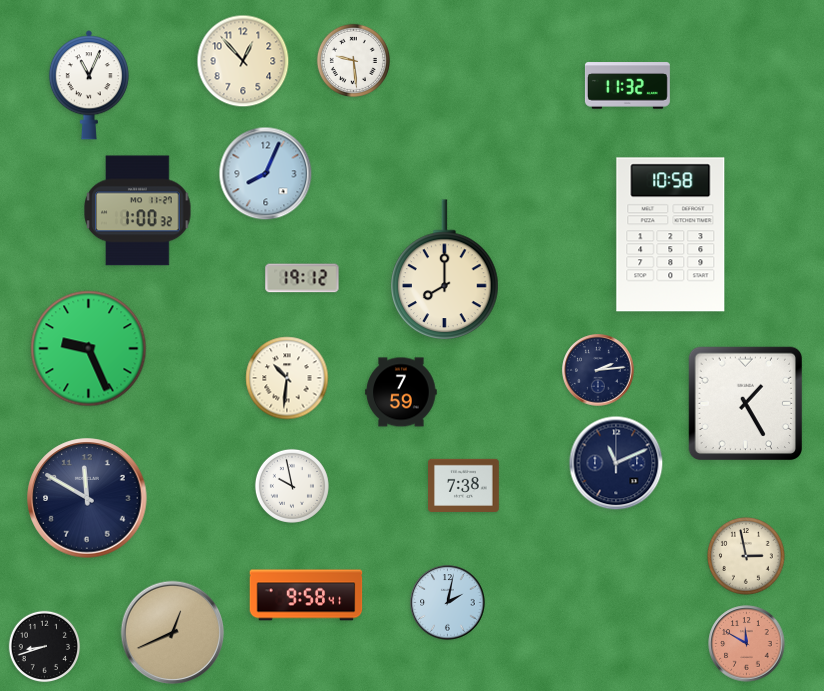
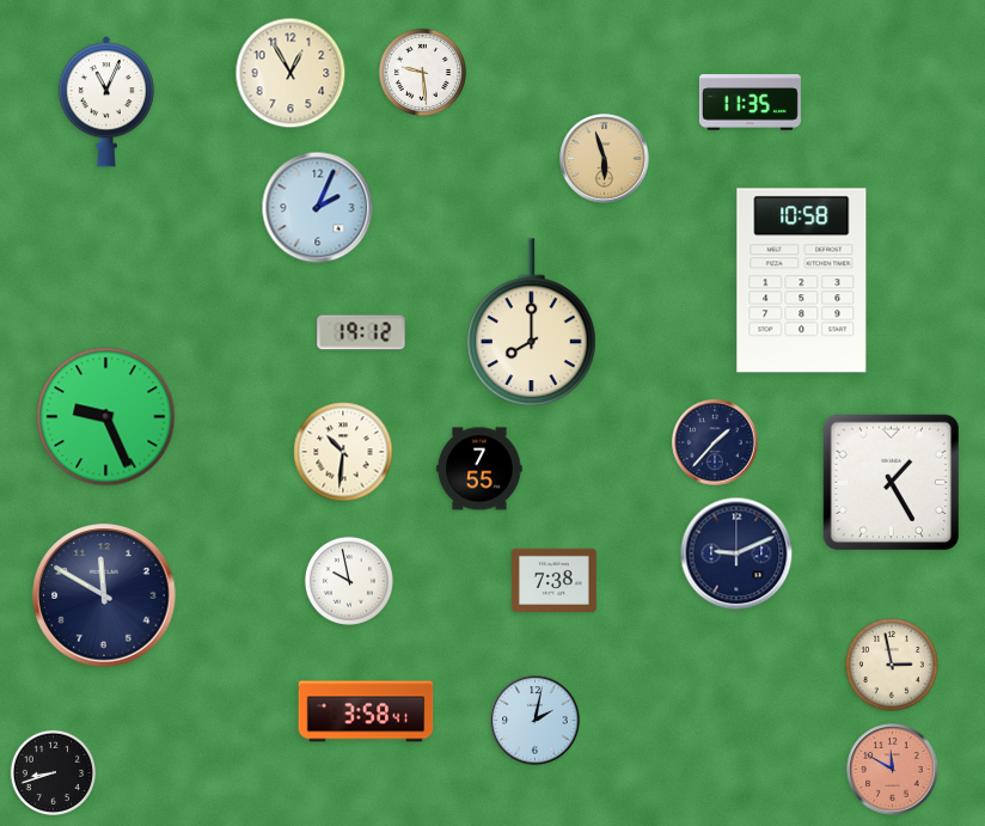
clock at (243, 61): 12:53 -> 12:55
clock at (627, 86): 11:32 -> 11:35
clock at (605, 159): none -> 5:57
clock at (266, 174): 8:04 -> 2:04
clock at (138, 211): 1:00 -> none
clock at (598, 370): 2:14 -> 1:37
clock at (401, 392): 7:59 -> 7:55
clock at (616, 463): 11:11 -> 9:11
clock at (306, 595): 9:58 -> 3:58
clock at (173, 633): 12:41 -> none
